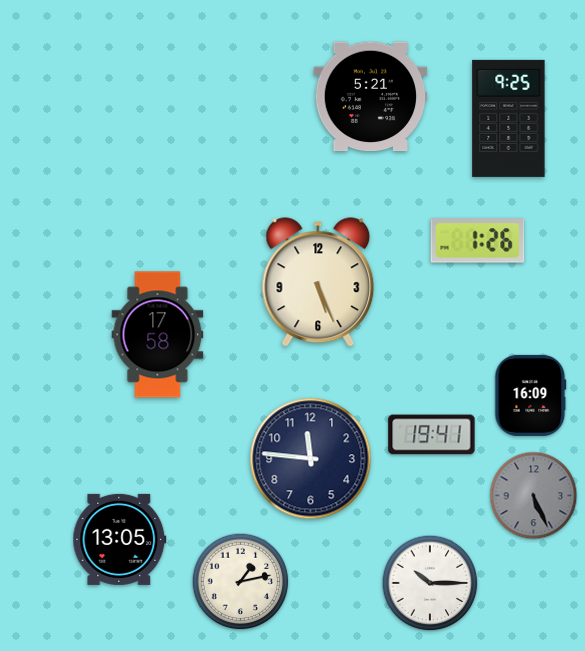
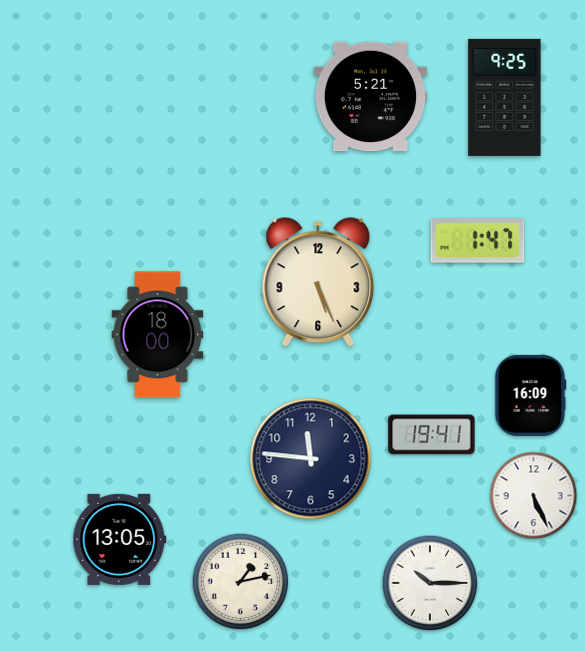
clock at (509, 118) position: (509, 118) -> (505, 97)
clock at (478, 241): 1:26 -> 1:47
clock at (158, 335): 17:58 -> 18:00
clock at (534, 496) dial: grey -> white
